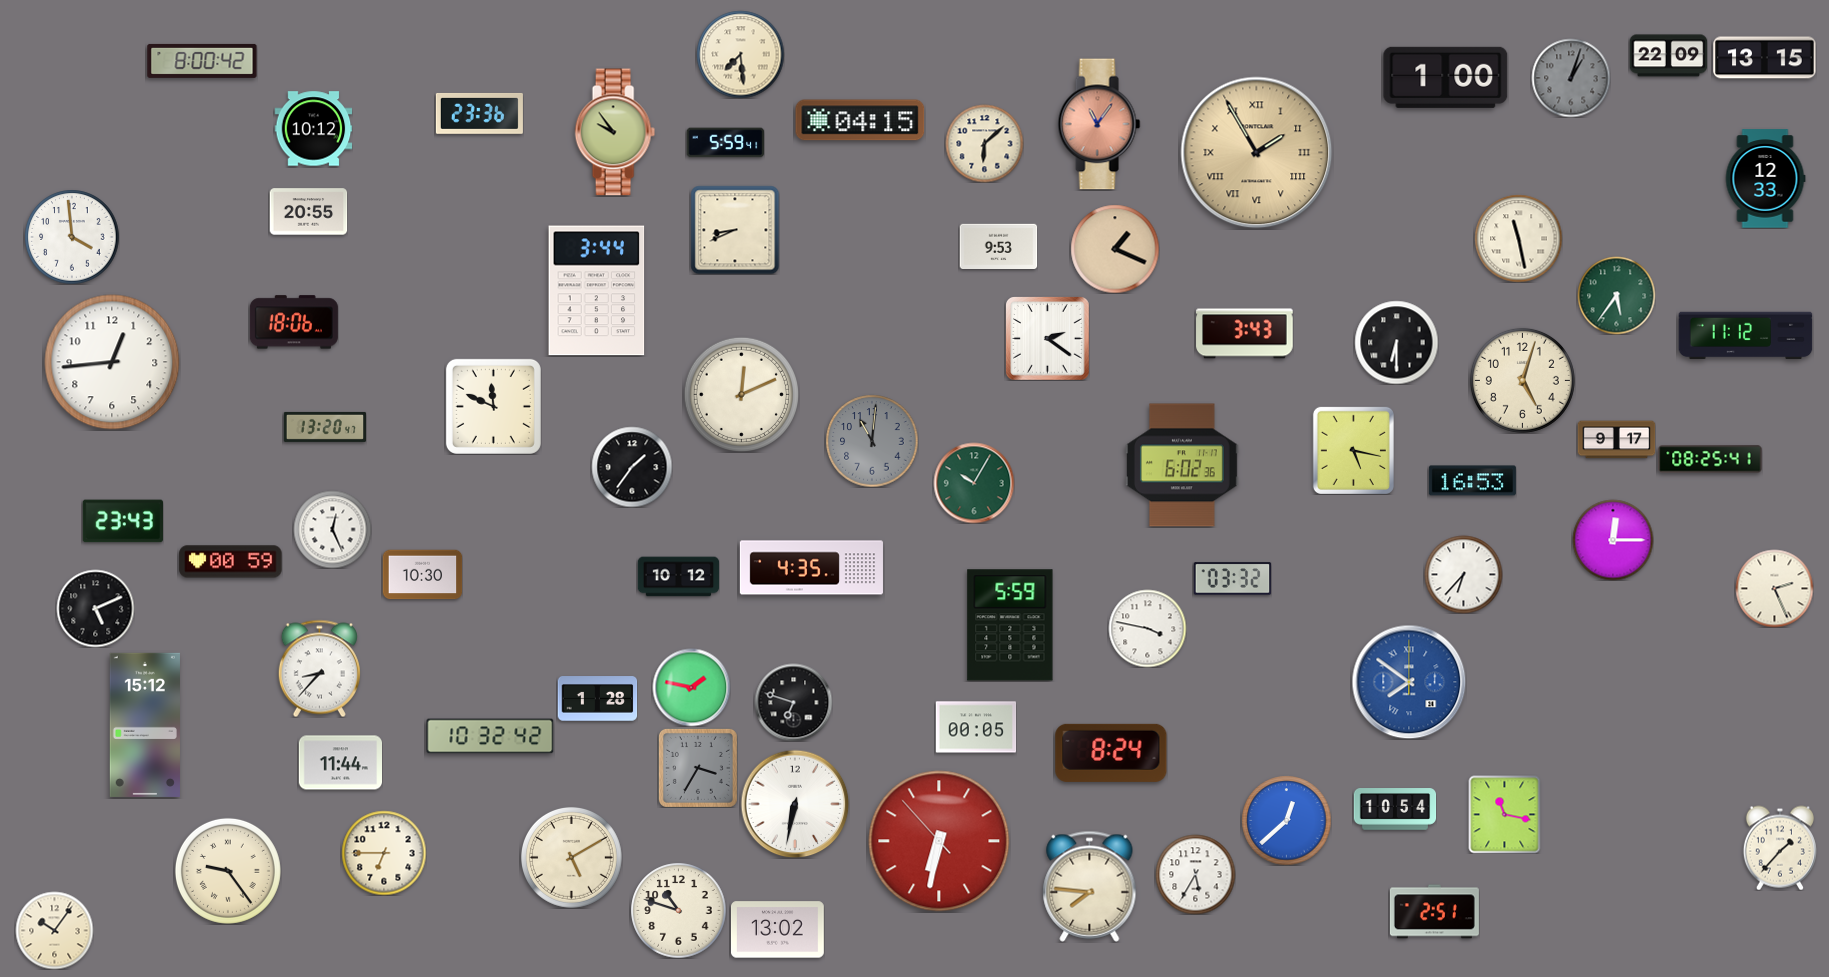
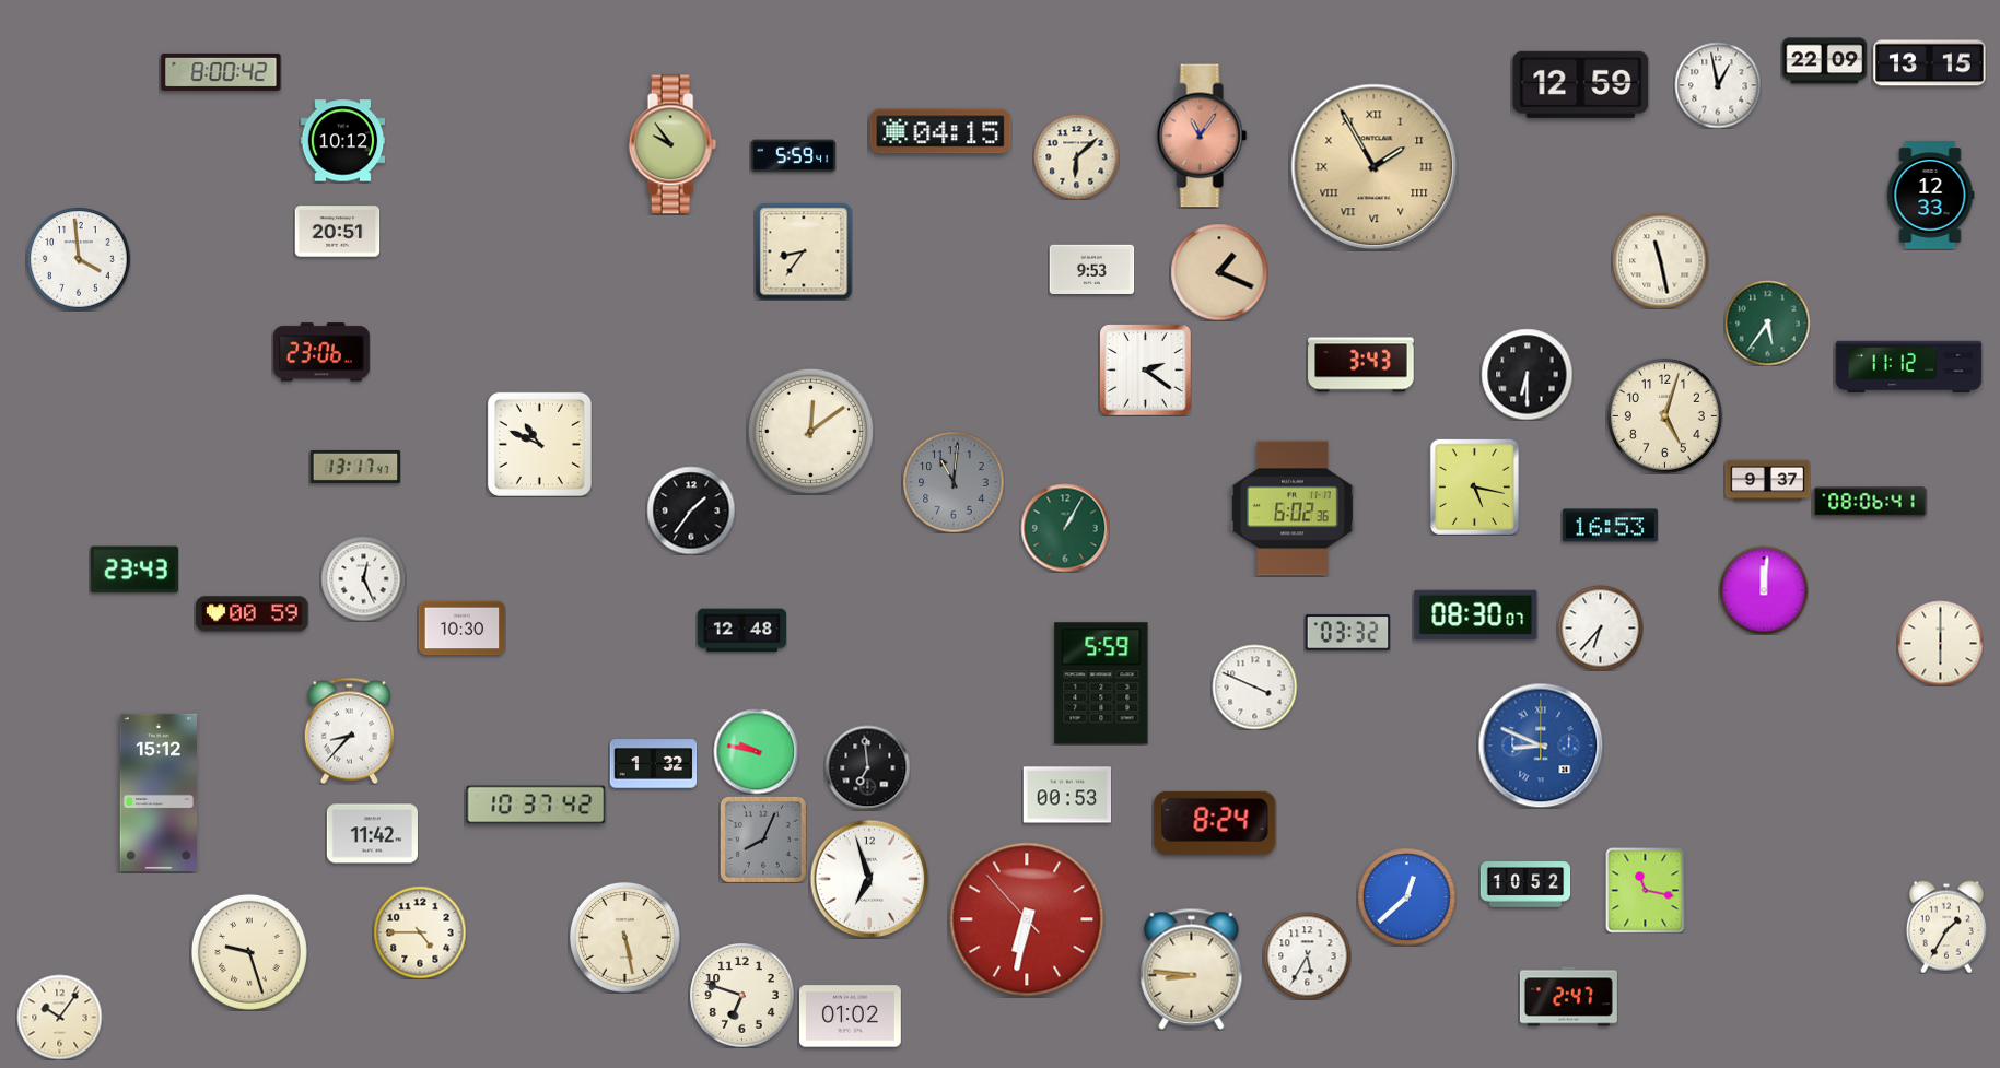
clock at (740, 54): 7:29 -> none
clock at (202, 61) position: (202, 61) -> (221, 72)
clock at (1446, 77): 1:00 -> 12:59
clock at (1571, 78): 1:03 -> 12:58
clock at (1571, 78) dial: grey -> white
clock at (479, 113): 23:36 -> none
clock at (308, 212): 20:55 -> 20:51
clock at (735, 230): 8:41 -> 8:36
clock at (597, 291): 3:44 -> none
clock at (294, 322): 18:06 -> 23:06
clock at (112, 362): 12:44 -> none
clock at (741, 394): 12:11 -> 12:09
clock at (493, 406): 11:49 -> 10:49
clock at (325, 427): 13:20 -> 13:17
clock at (1616, 440): 9:17 -> 9:37
clock at (1353, 450) position: (1353, 450) -> (1474, 486)
clock at (1710, 459): 08:25 -> 08:06
clock at (974, 483): 10:05 -> 1:05
clock at (1613, 540): 12:15 -> 12:01
clock at (1476, 614): none -> 08:30
clock at (811, 568): 4:35 -> none
clock at (678, 577): 10:12 -> 12:48
clock at (1774, 588): 2:26 -> 6:00
clock at (95, 608): 5:11 -> none
clock at (1010, 625) position: (1010, 625) -> (1101, 683)
clock at (1147, 628): 3:47 -> 3:49
clock at (1409, 682): 7:51 -> 8:49
clock at (691, 687): 1:47 -> 9:47
clock at (597, 699): 1:28 -> 1:32
clock at (793, 702): 6:48 -> 6:59
clock at (976, 727): 00:05 -> 00:53
clock at (490, 736): 10:32 -> 10:37
clock at (340, 763): 11:44 -> 11:42
clock at (698, 768): 3:35 -> 8:04
clock at (795, 804): 6:32 -> 6:57
clock at (1395, 809): 10:54 -> 10:52
clock at (1780, 848): 1:37 -> 1:35
clock at (384, 853): 6:45 -> 4:45
clock at (571, 857): 5:10 -> 5:28
clock at (228, 871): 9:24 -> 9:27
clock at (1090, 886): 7:46 -> 8:46
clock at (678, 910): 10:48 -> 6:48
clock at (1434, 912): 2:51 -> 2:47
clock at (777, 930): 13:02 -> 01:02
